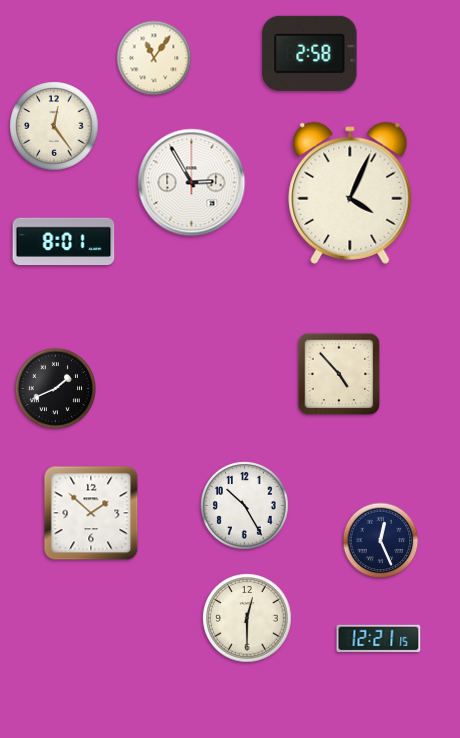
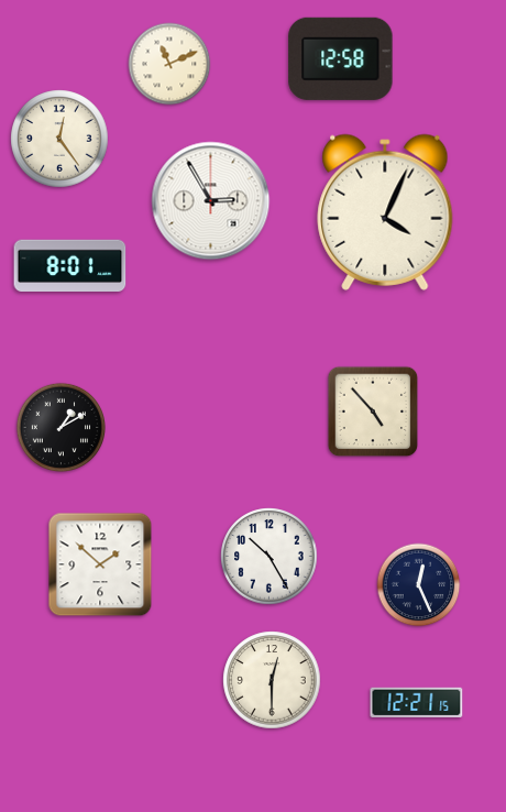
clock at (310, 53): 2:58 -> 12:58
clock at (154, 58): 11:06 -> 11:11
clock at (55, 388): 1:41 -> 1:10
clock at (381, 541) position: (381, 541) -> (419, 585)
